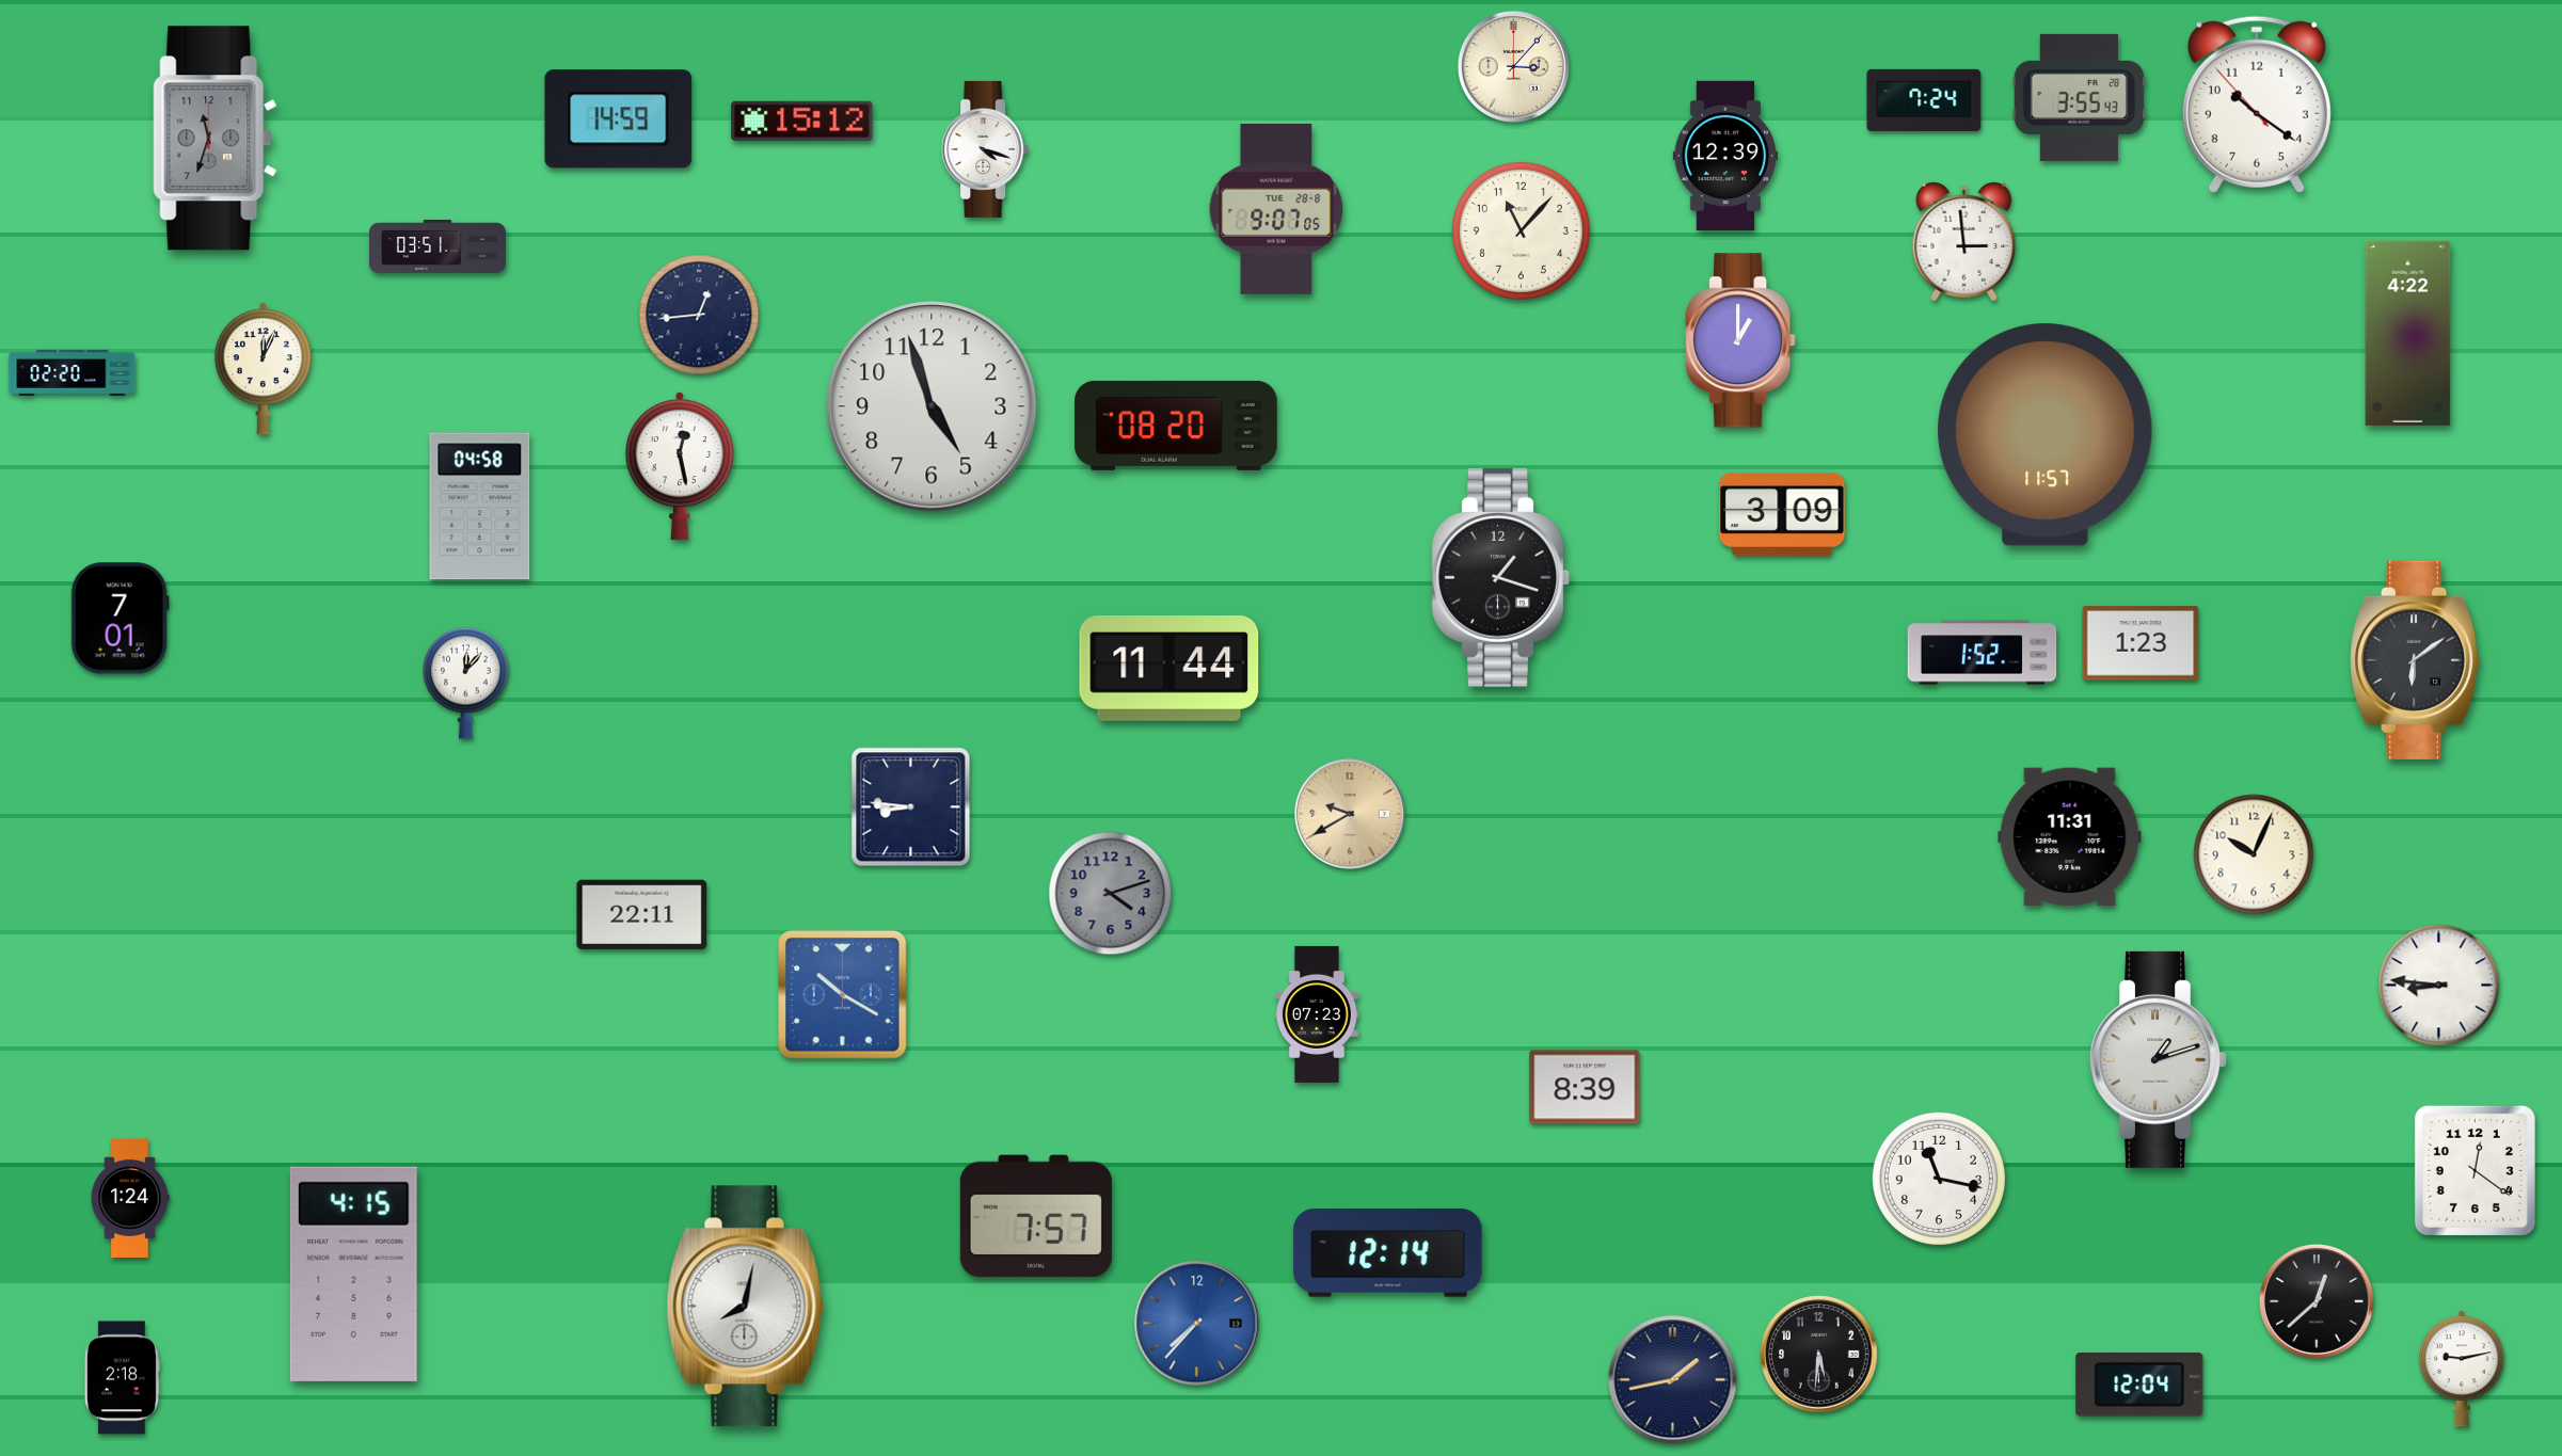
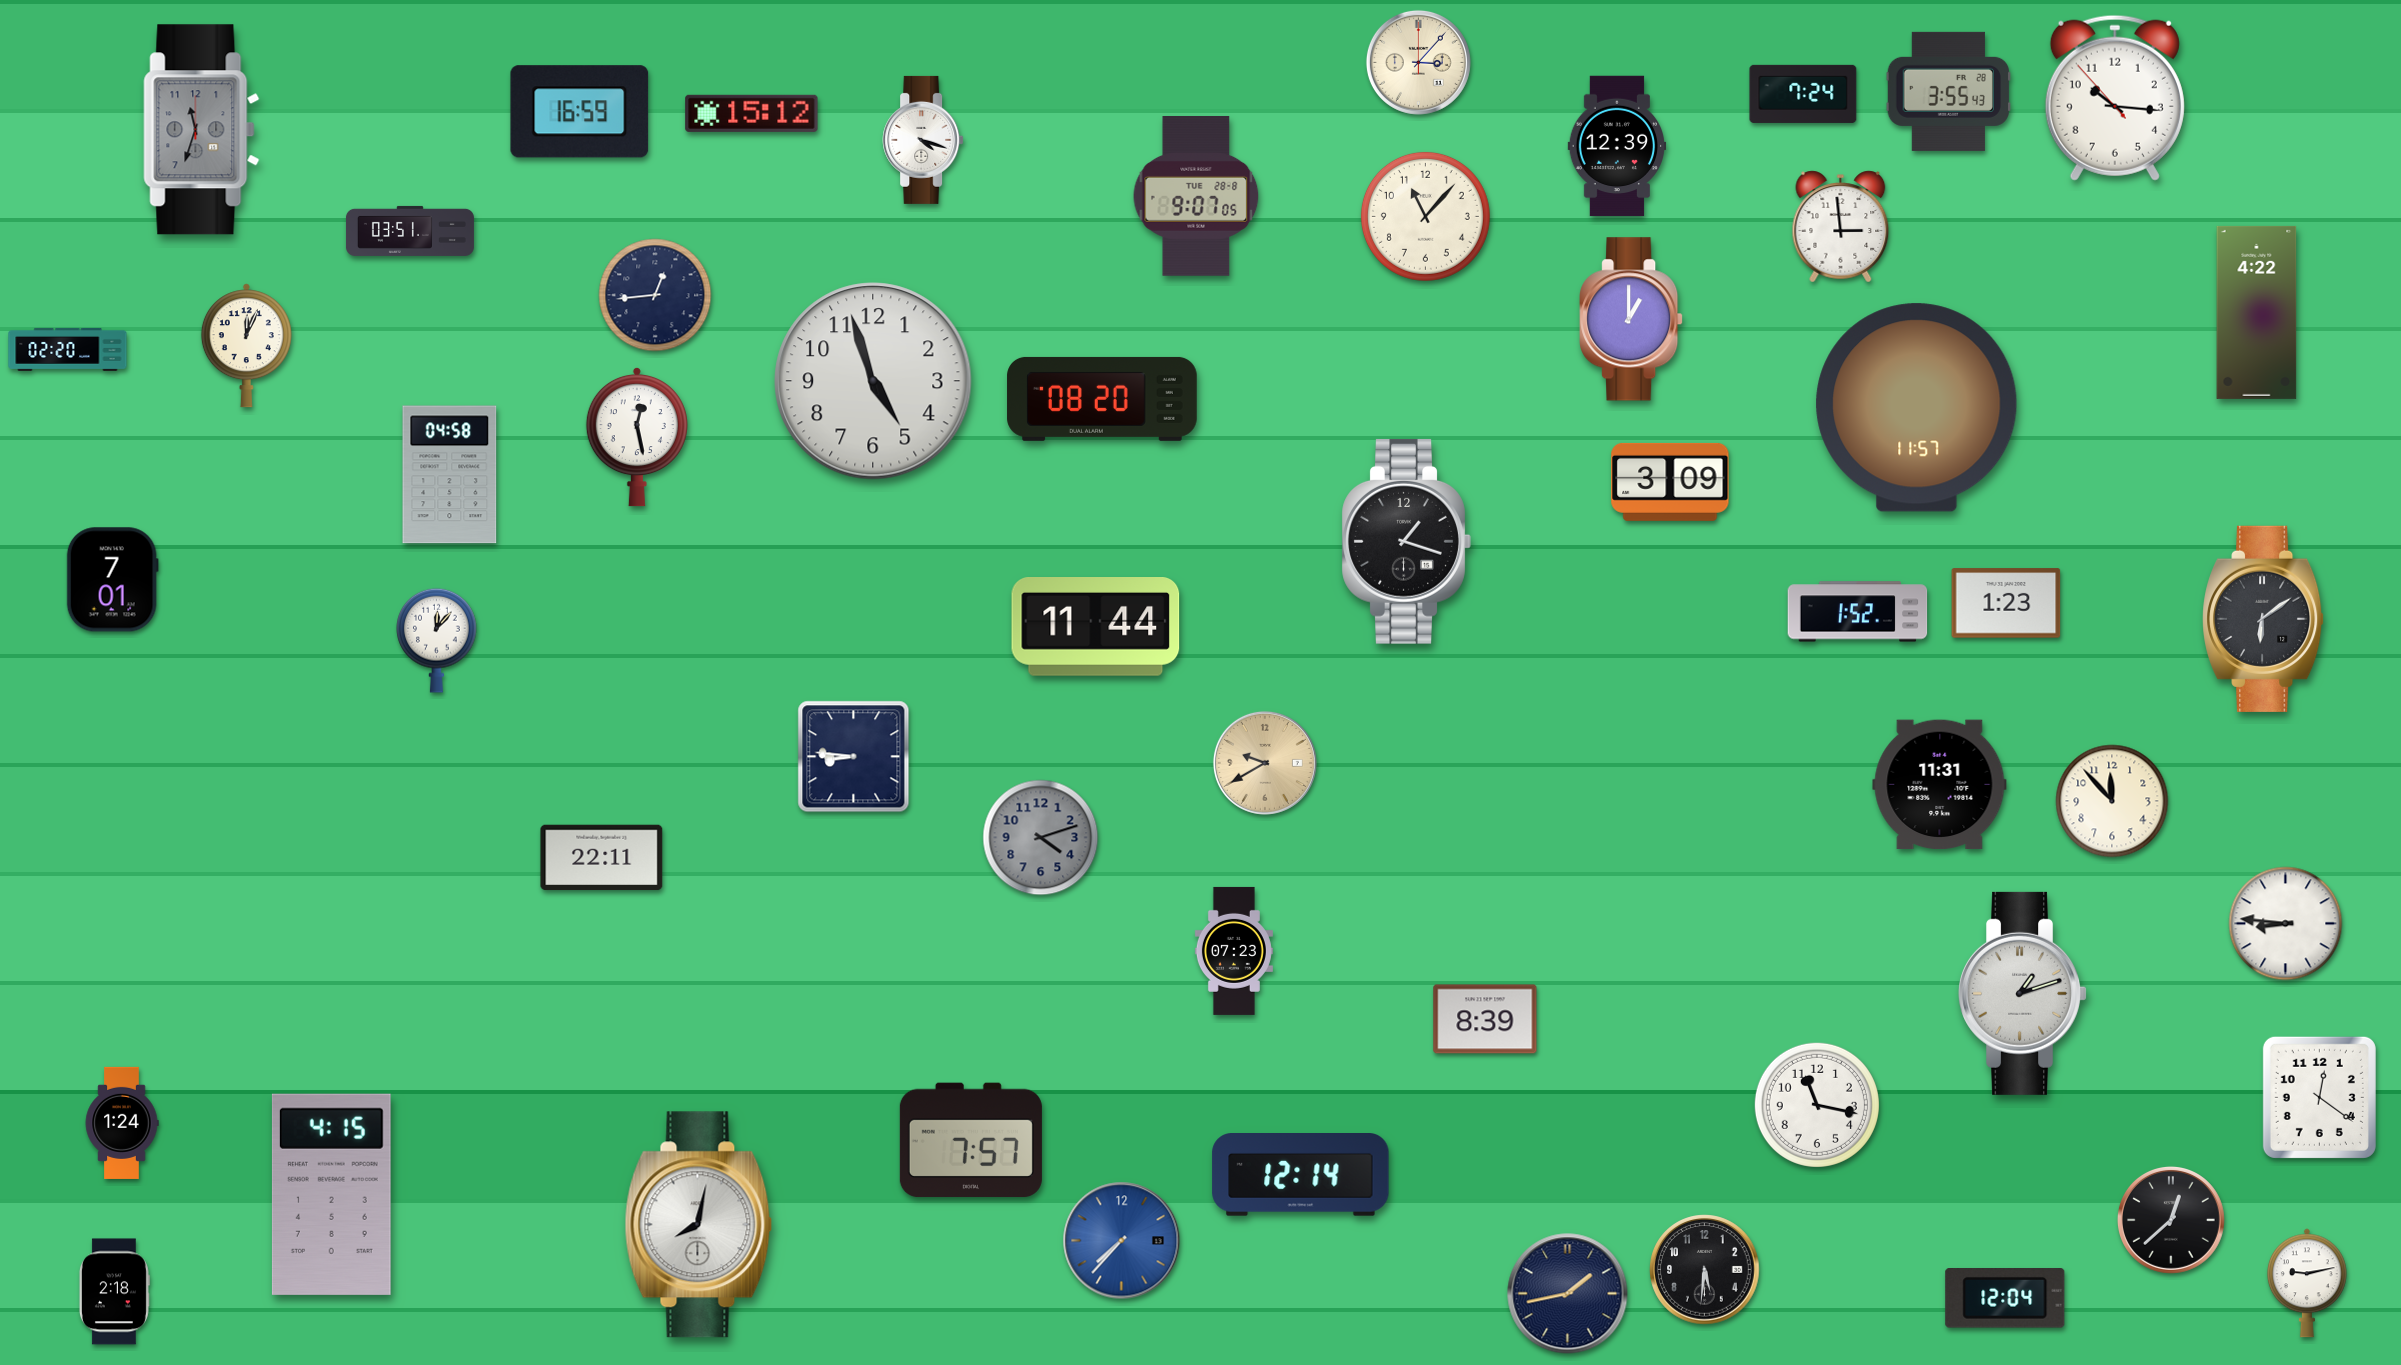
clock at (2257, 105): 10:20 -> 10:15
clock at (619, 119): 14:59 -> 16:59
clock at (2254, 854): 10:04 -> 11:53
clock at (843, 995): 10:20 -> none
